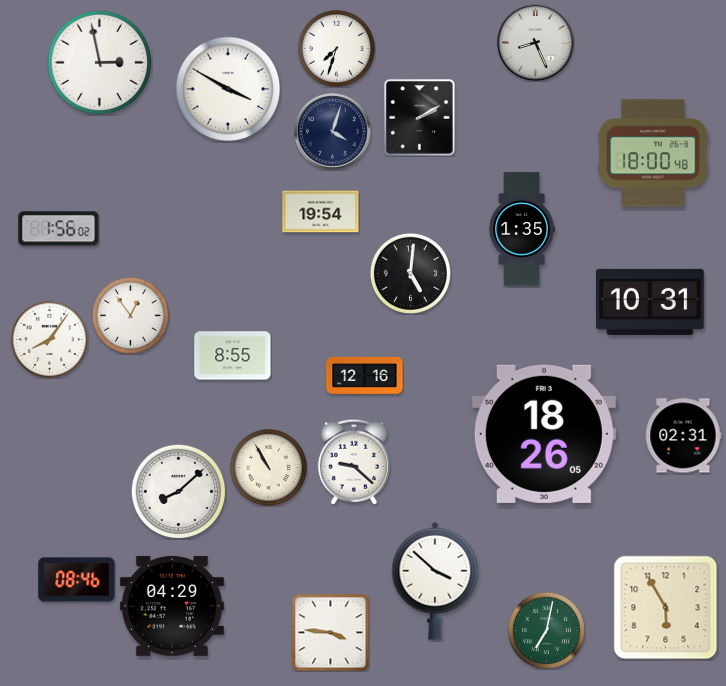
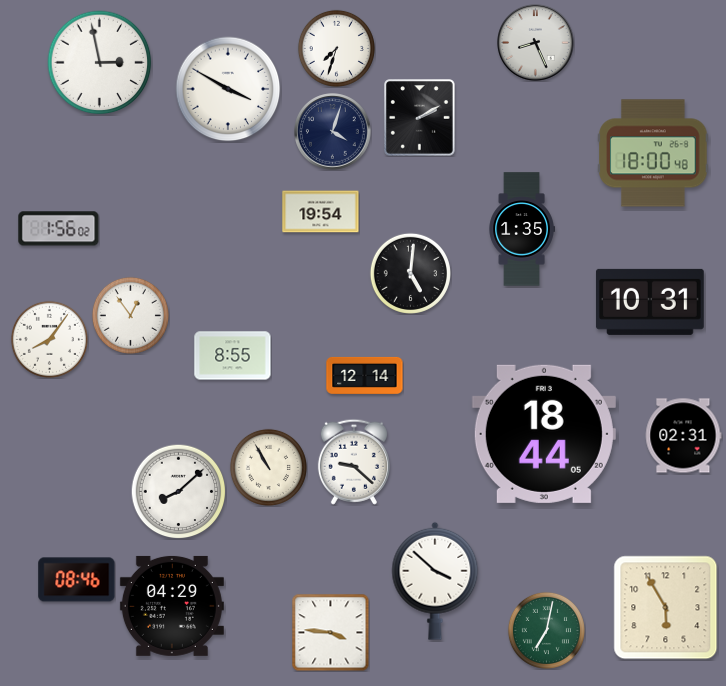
clock at (365, 375): 12:16 -> 12:14
clock at (544, 434): 18:26 -> 18:44
